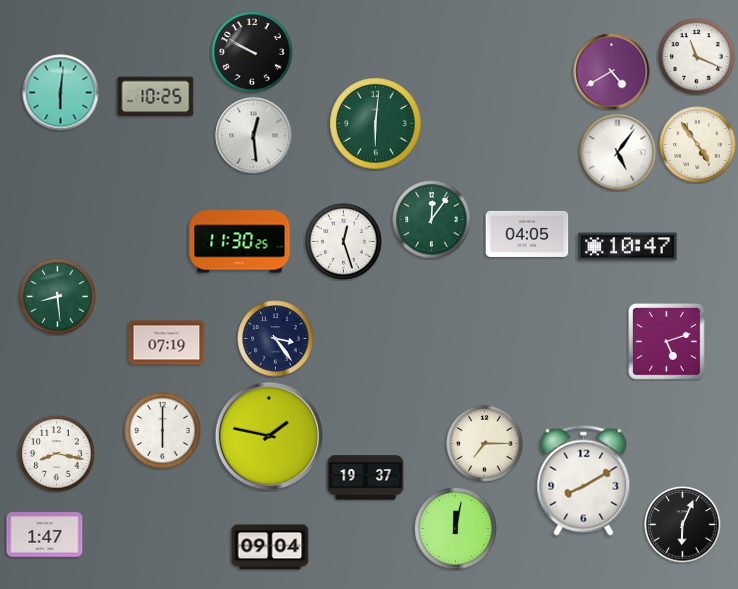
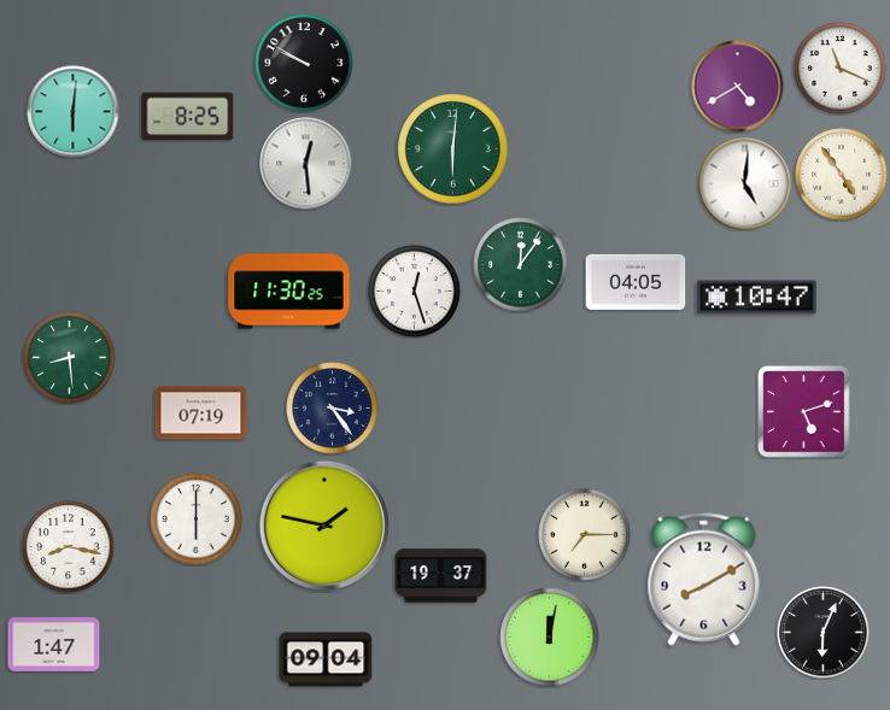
clock at (156, 97): 10:25 -> 8:25
clock at (618, 153): 5:06 -> 5:01
